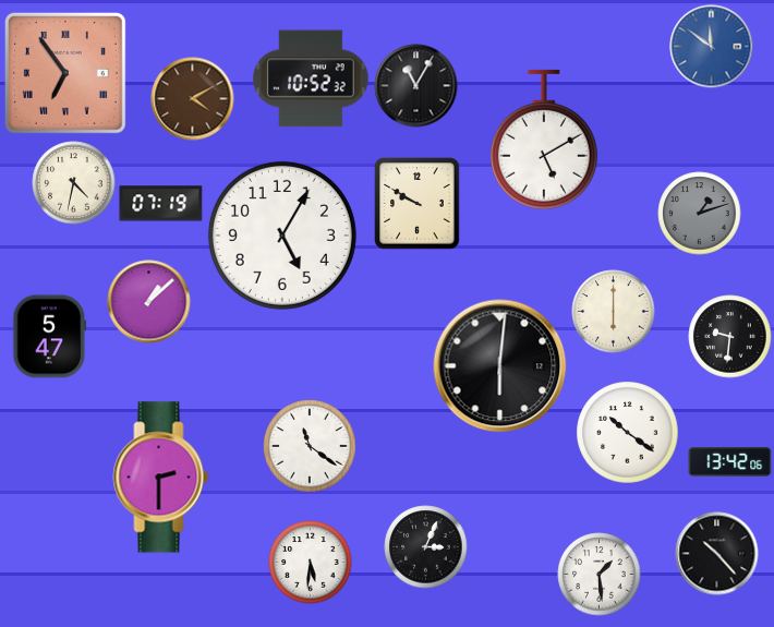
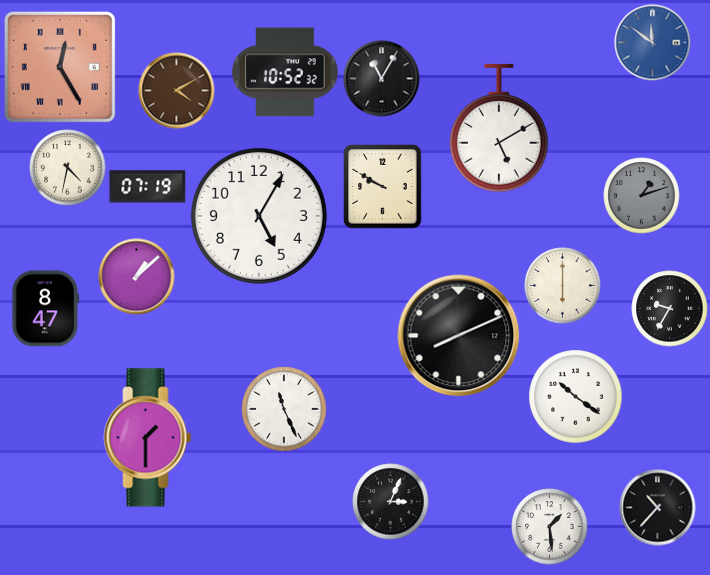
clock at (65, 73): 6:54 -> 12:25
clock at (50, 337): 5:47 -> 8:47
clock at (730, 337): 9:31 -> 9:35
clock at (500, 366): 6:01 -> 8:11
clock at (310, 446): 11:21 -> 11:26
clock at (730, 462): 13:42 -> none
clock at (161, 478): 2:30 -> 1:30
clock at (717, 554): 10:23 -> 10:37
clock at (311, 563): 5:31 -> none
